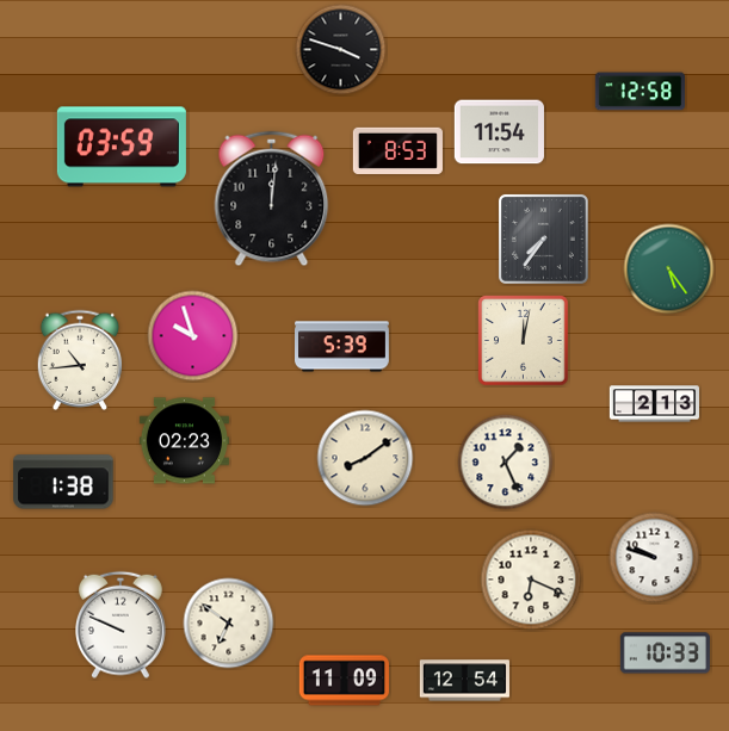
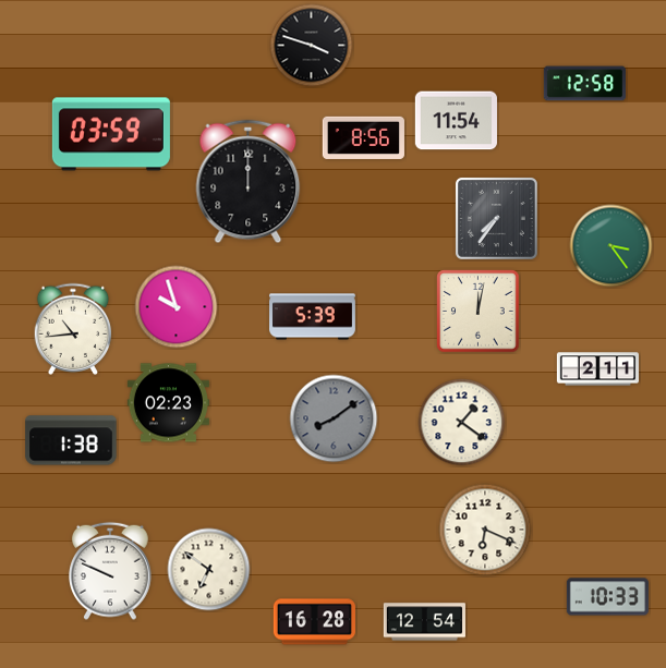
clock at (397, 150): 8:53 -> 8:56
clock at (272, 199): 12:01 -> 12:00
clock at (669, 270): 5:24 -> 3:24
clock at (654, 404): 2:13 -> 2:11
clock at (365, 458) dial: cream -> grey
clock at (506, 463): 1:26 -> 1:21
clock at (63, 482) position: (63, 482) -> (71, 440)
clock at (655, 558): 9:48 -> none
clock at (344, 681): 11:09 -> 16:28
